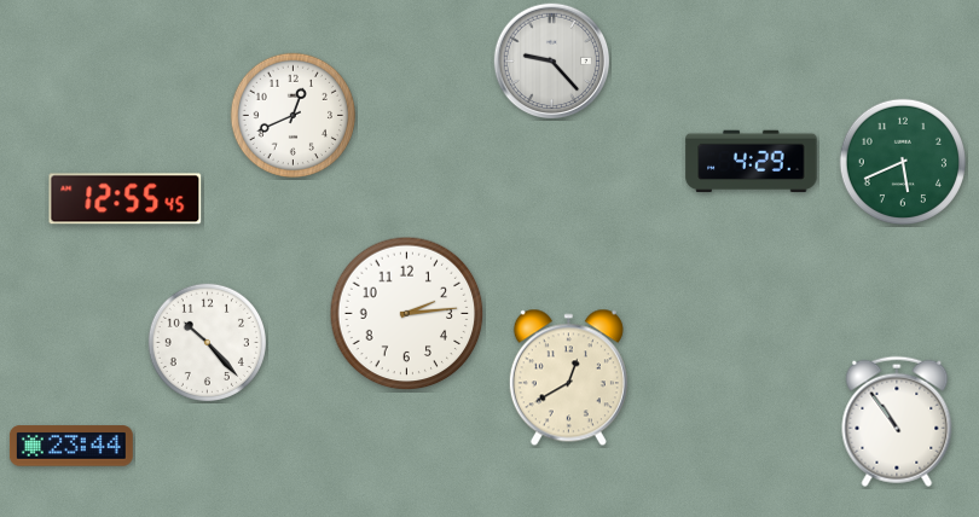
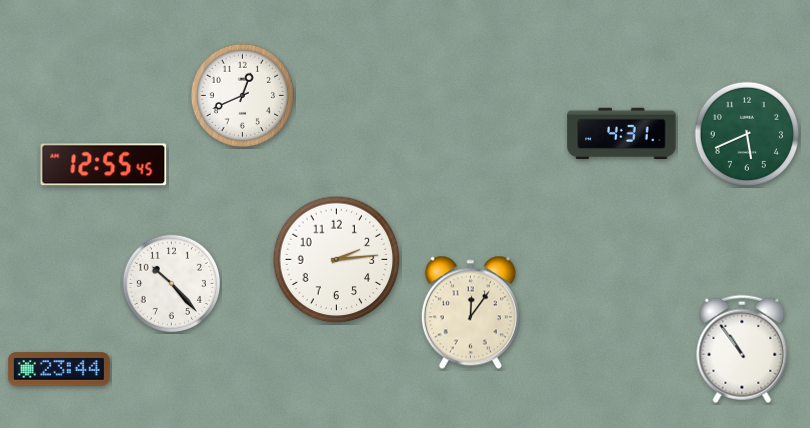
clock at (552, 62): 9:23 -> none
clock at (752, 162): 4:29 -> 4:31
clock at (568, 378): 12:40 -> 12:06
